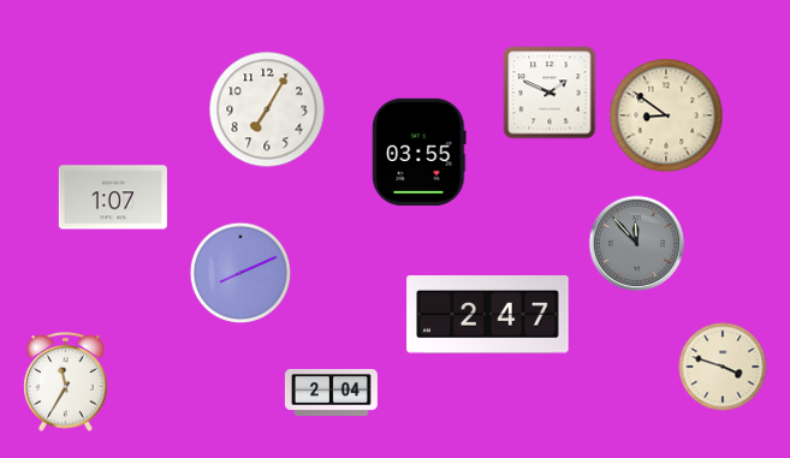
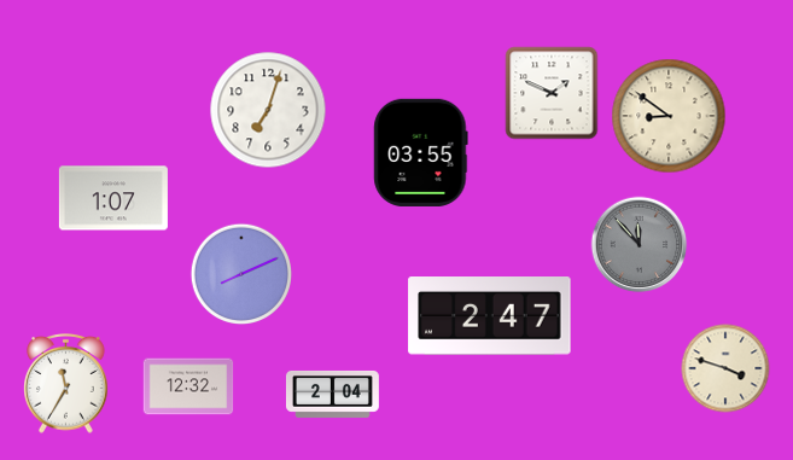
clock at (267, 109): 7:05 -> 7:03
clock at (188, 386): none -> 12:32
